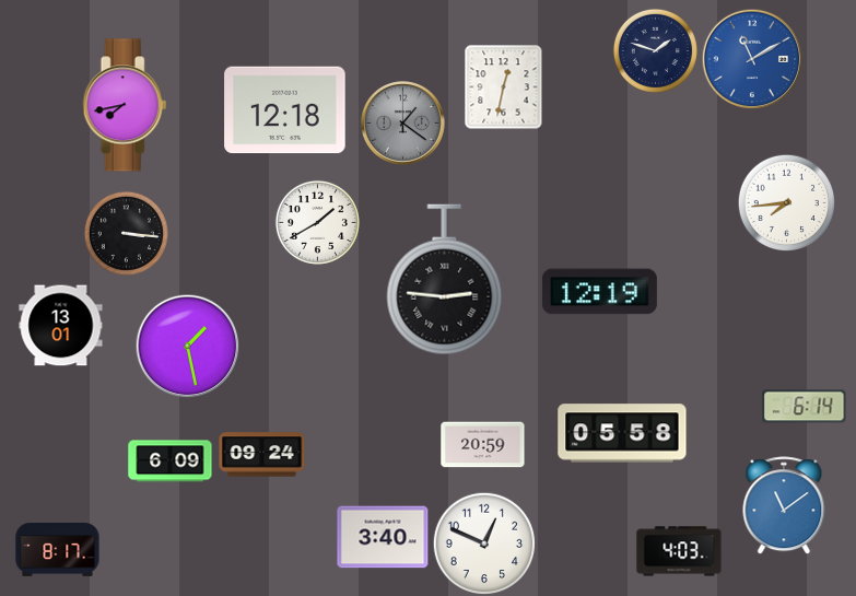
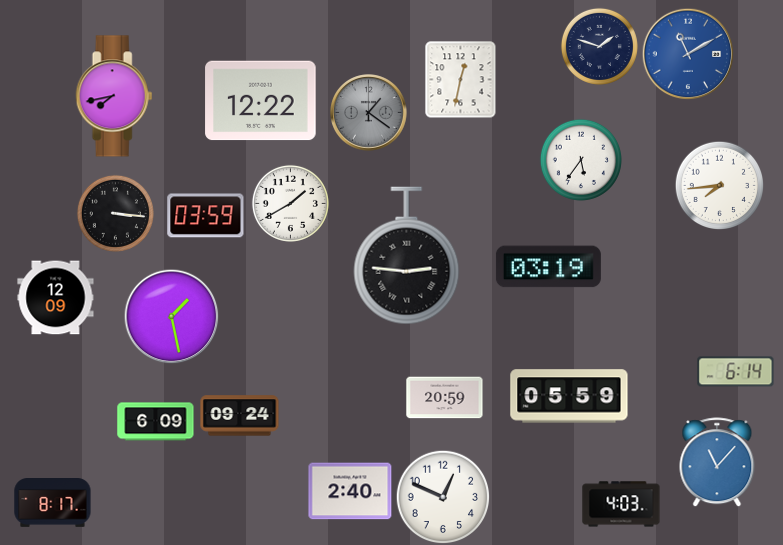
clock at (285, 110): 12:18 -> 12:22
clock at (581, 160): none -> 5:36
clock at (206, 216): none -> 03:59
clock at (599, 292): 12:19 -> 03:19
clock at (61, 326): 13:01 -> 12:09
clock at (622, 433): 05:58 -> 05:59
clock at (483, 445) position: (483, 445) -> (445, 398)
clock at (784, 505): 11:09 -> 11:07
clock at (383, 537): 3:40 -> 2:40
